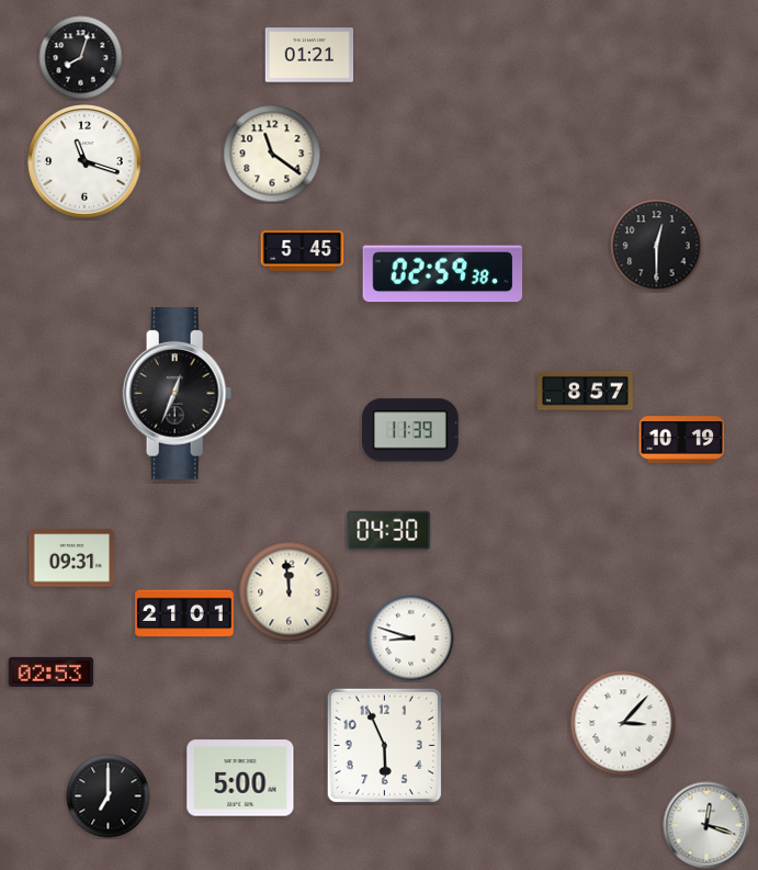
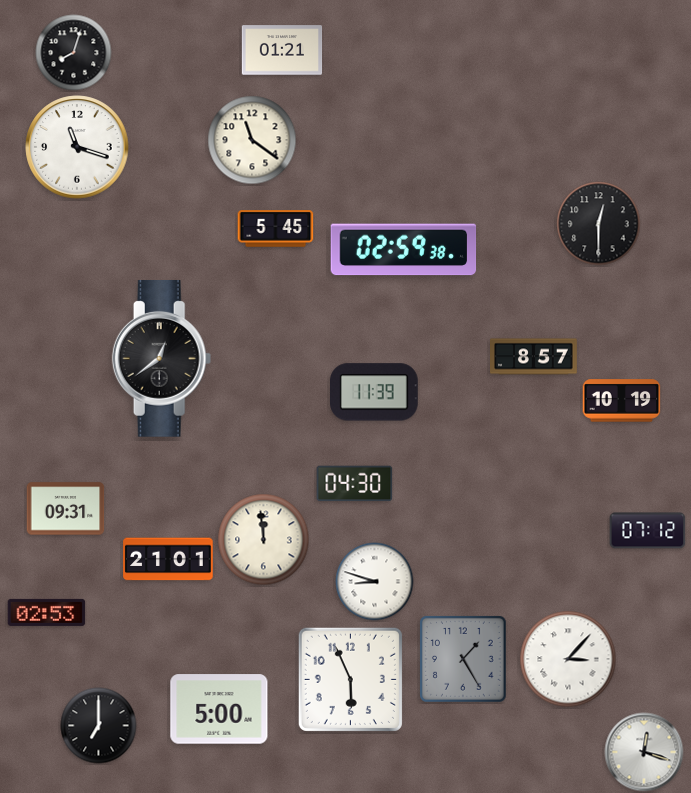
clock at (272, 154) position: (272, 154) -> (252, 140)
clock at (178, 394): 12:34 -> 12:39
clock at (648, 531): none -> 07:12
clock at (464, 660): none -> 1:25
